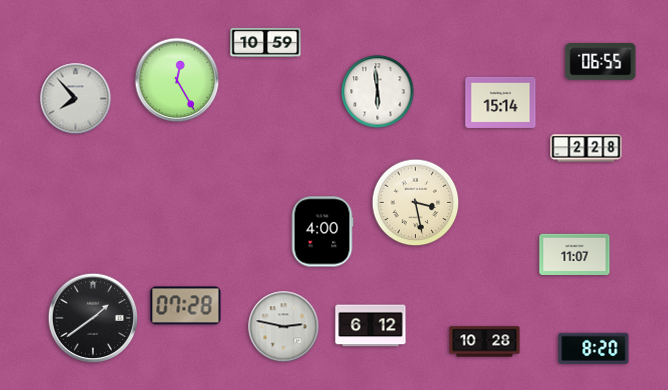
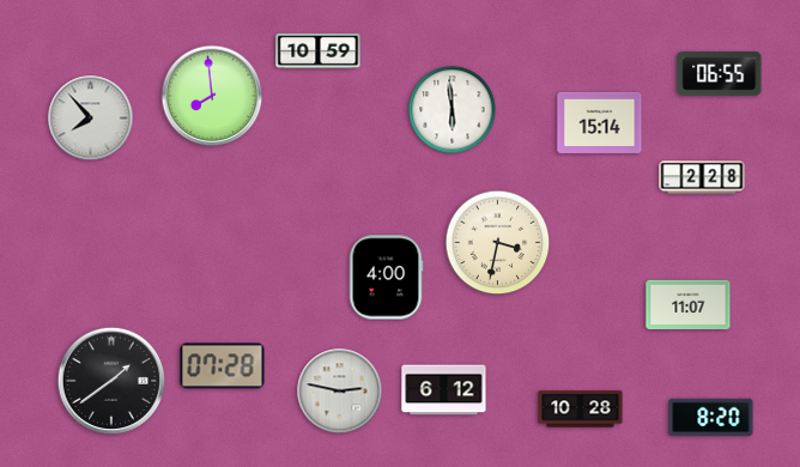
clock at (177, 80): 12:25 -> 7:59
clock at (416, 203): 3:28 -> 3:32
